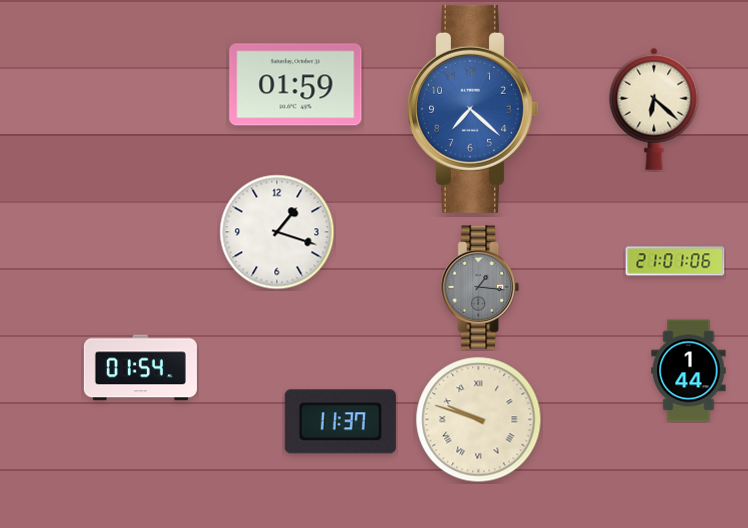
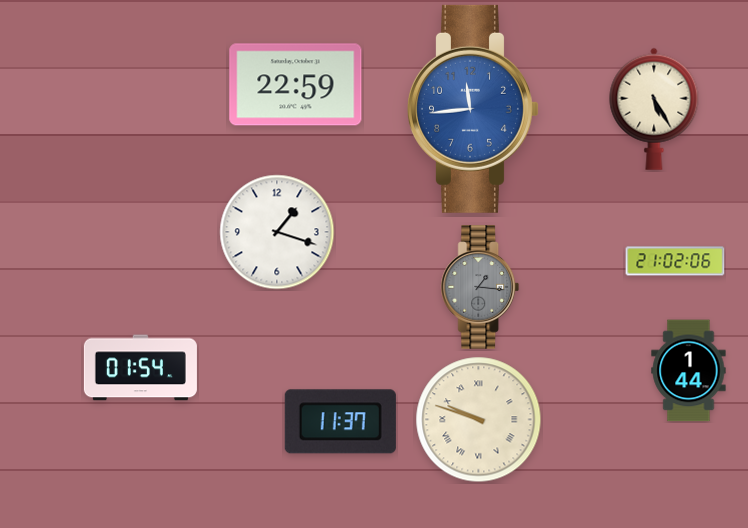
clock at (296, 85): 01:59 -> 22:59
clock at (474, 109): 7:22 -> 11:44
clock at (654, 109): 6:22 -> 5:25
clock at (675, 261): 21:01 -> 21:02
